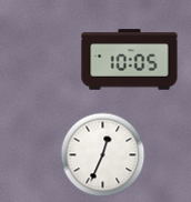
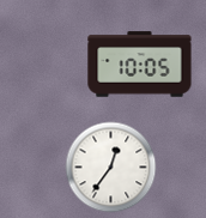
clock at (103, 155): 12:34 -> 12:36
